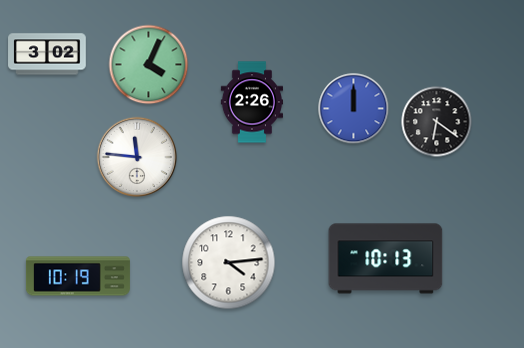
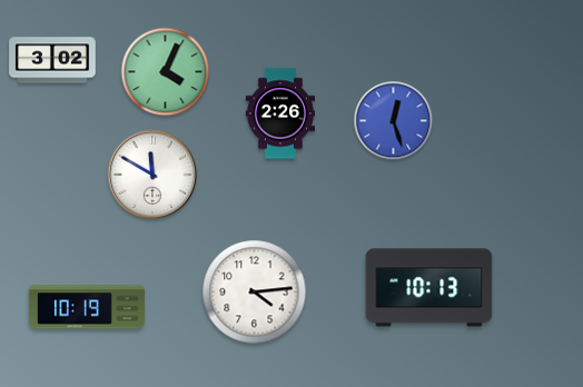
clock at (354, 109): 12:00 -> 12:27
clock at (437, 122): 6:21 -> none
clock at (137, 157): 11:46 -> 11:50
